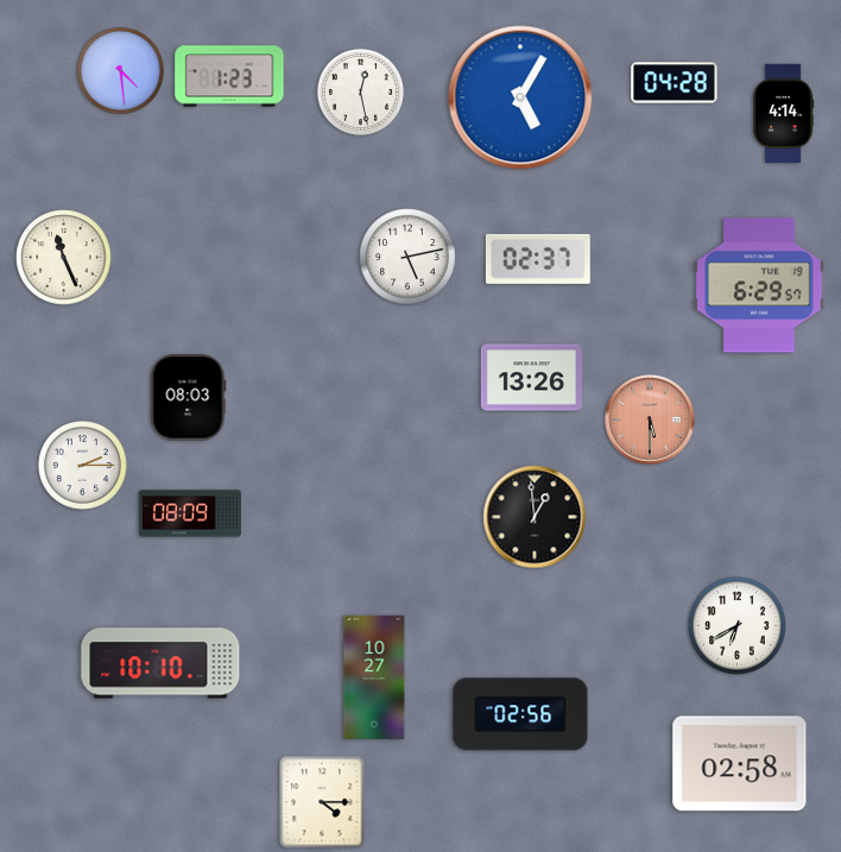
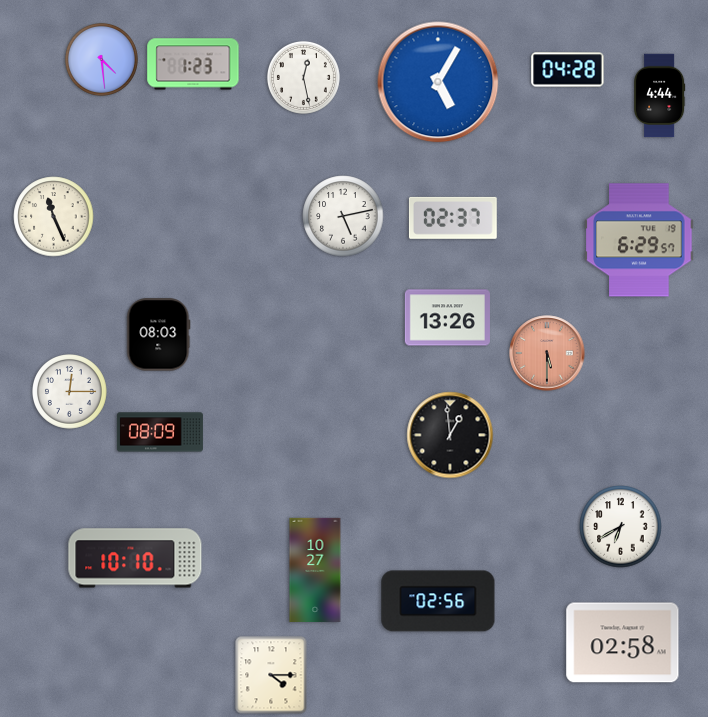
clock at (783, 114): 4:14 -> 4:44
clock at (83, 466): 2:15 -> 12:15
